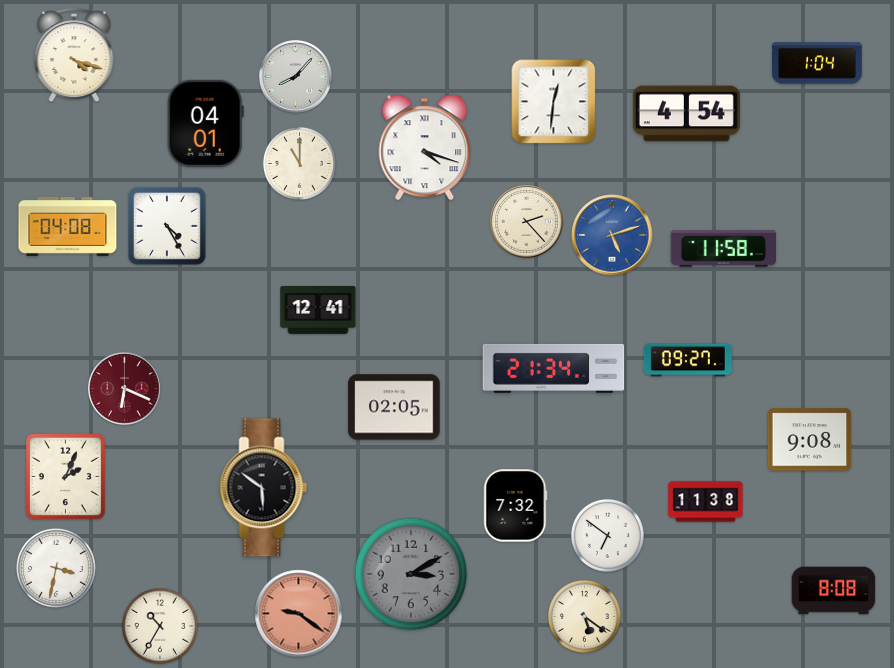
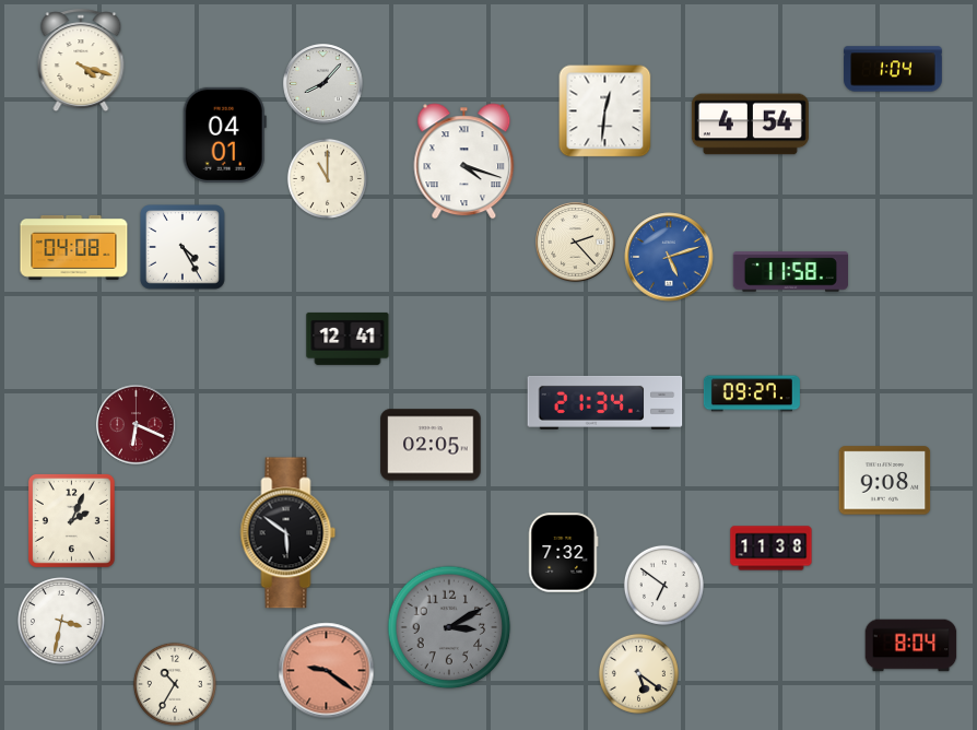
clock at (834, 591): 8:08 -> 8:04
